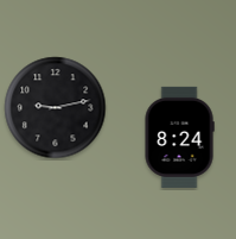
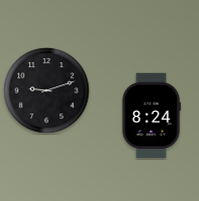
clock at (56, 108): 9:13 -> 9:12
